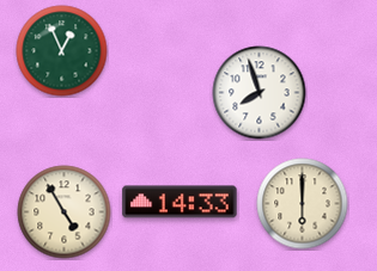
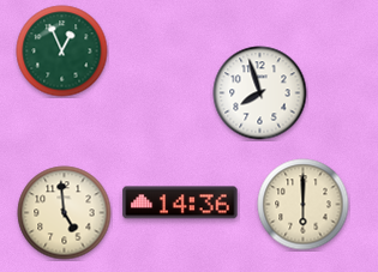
clock at (180, 202): 14:33 -> 14:36
clock at (65, 213): 4:55 -> 4:59
